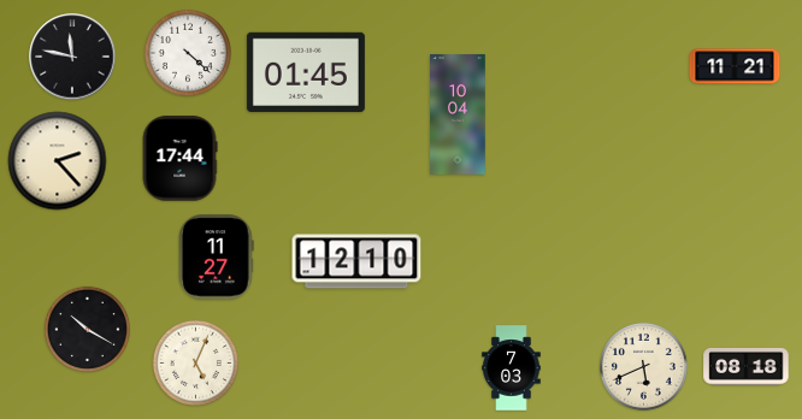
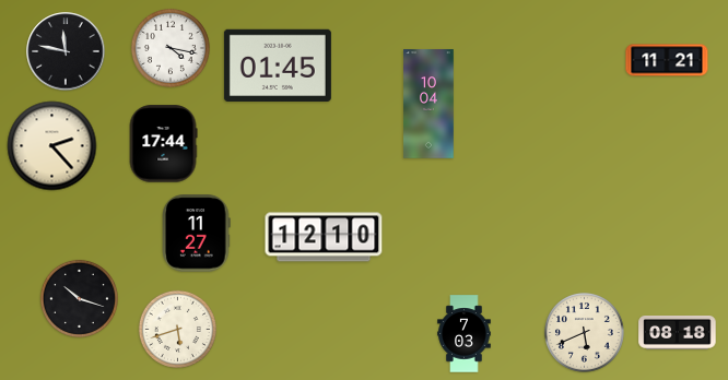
clock at (188, 53): 4:22 -> 4:17
clock at (458, 114) position: (458, 114) -> (428, 104)
clock at (87, 329): 10:20 -> 10:18
clock at (195, 362): 5:04 -> 5:42
